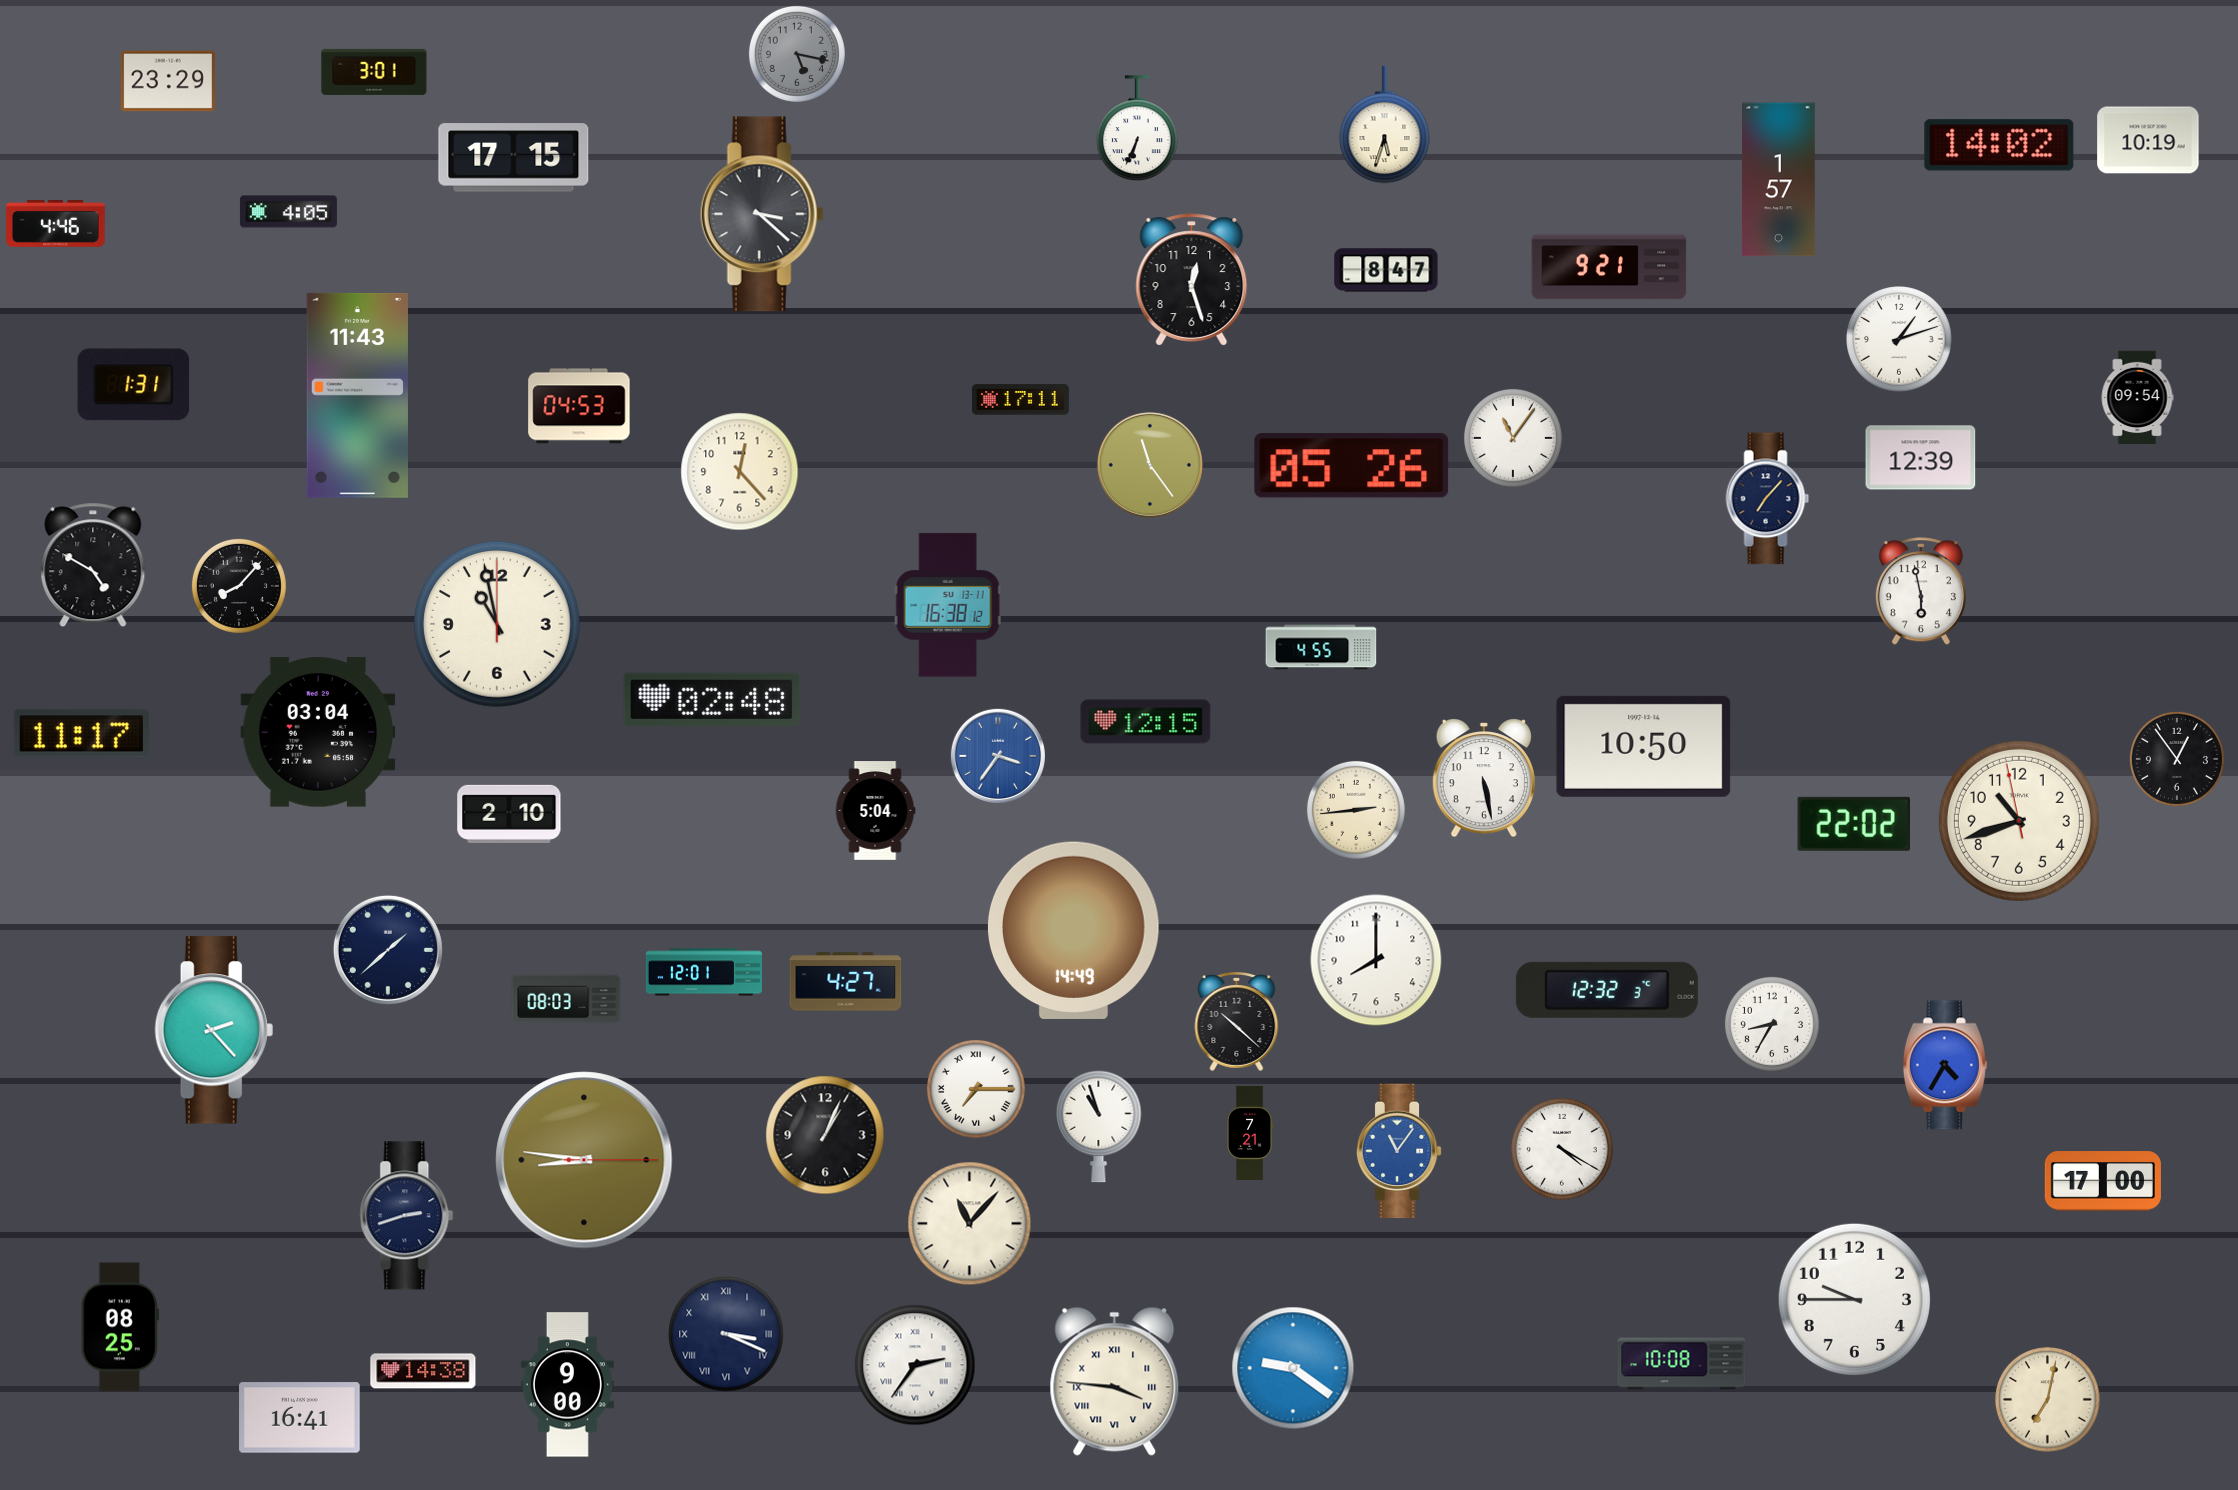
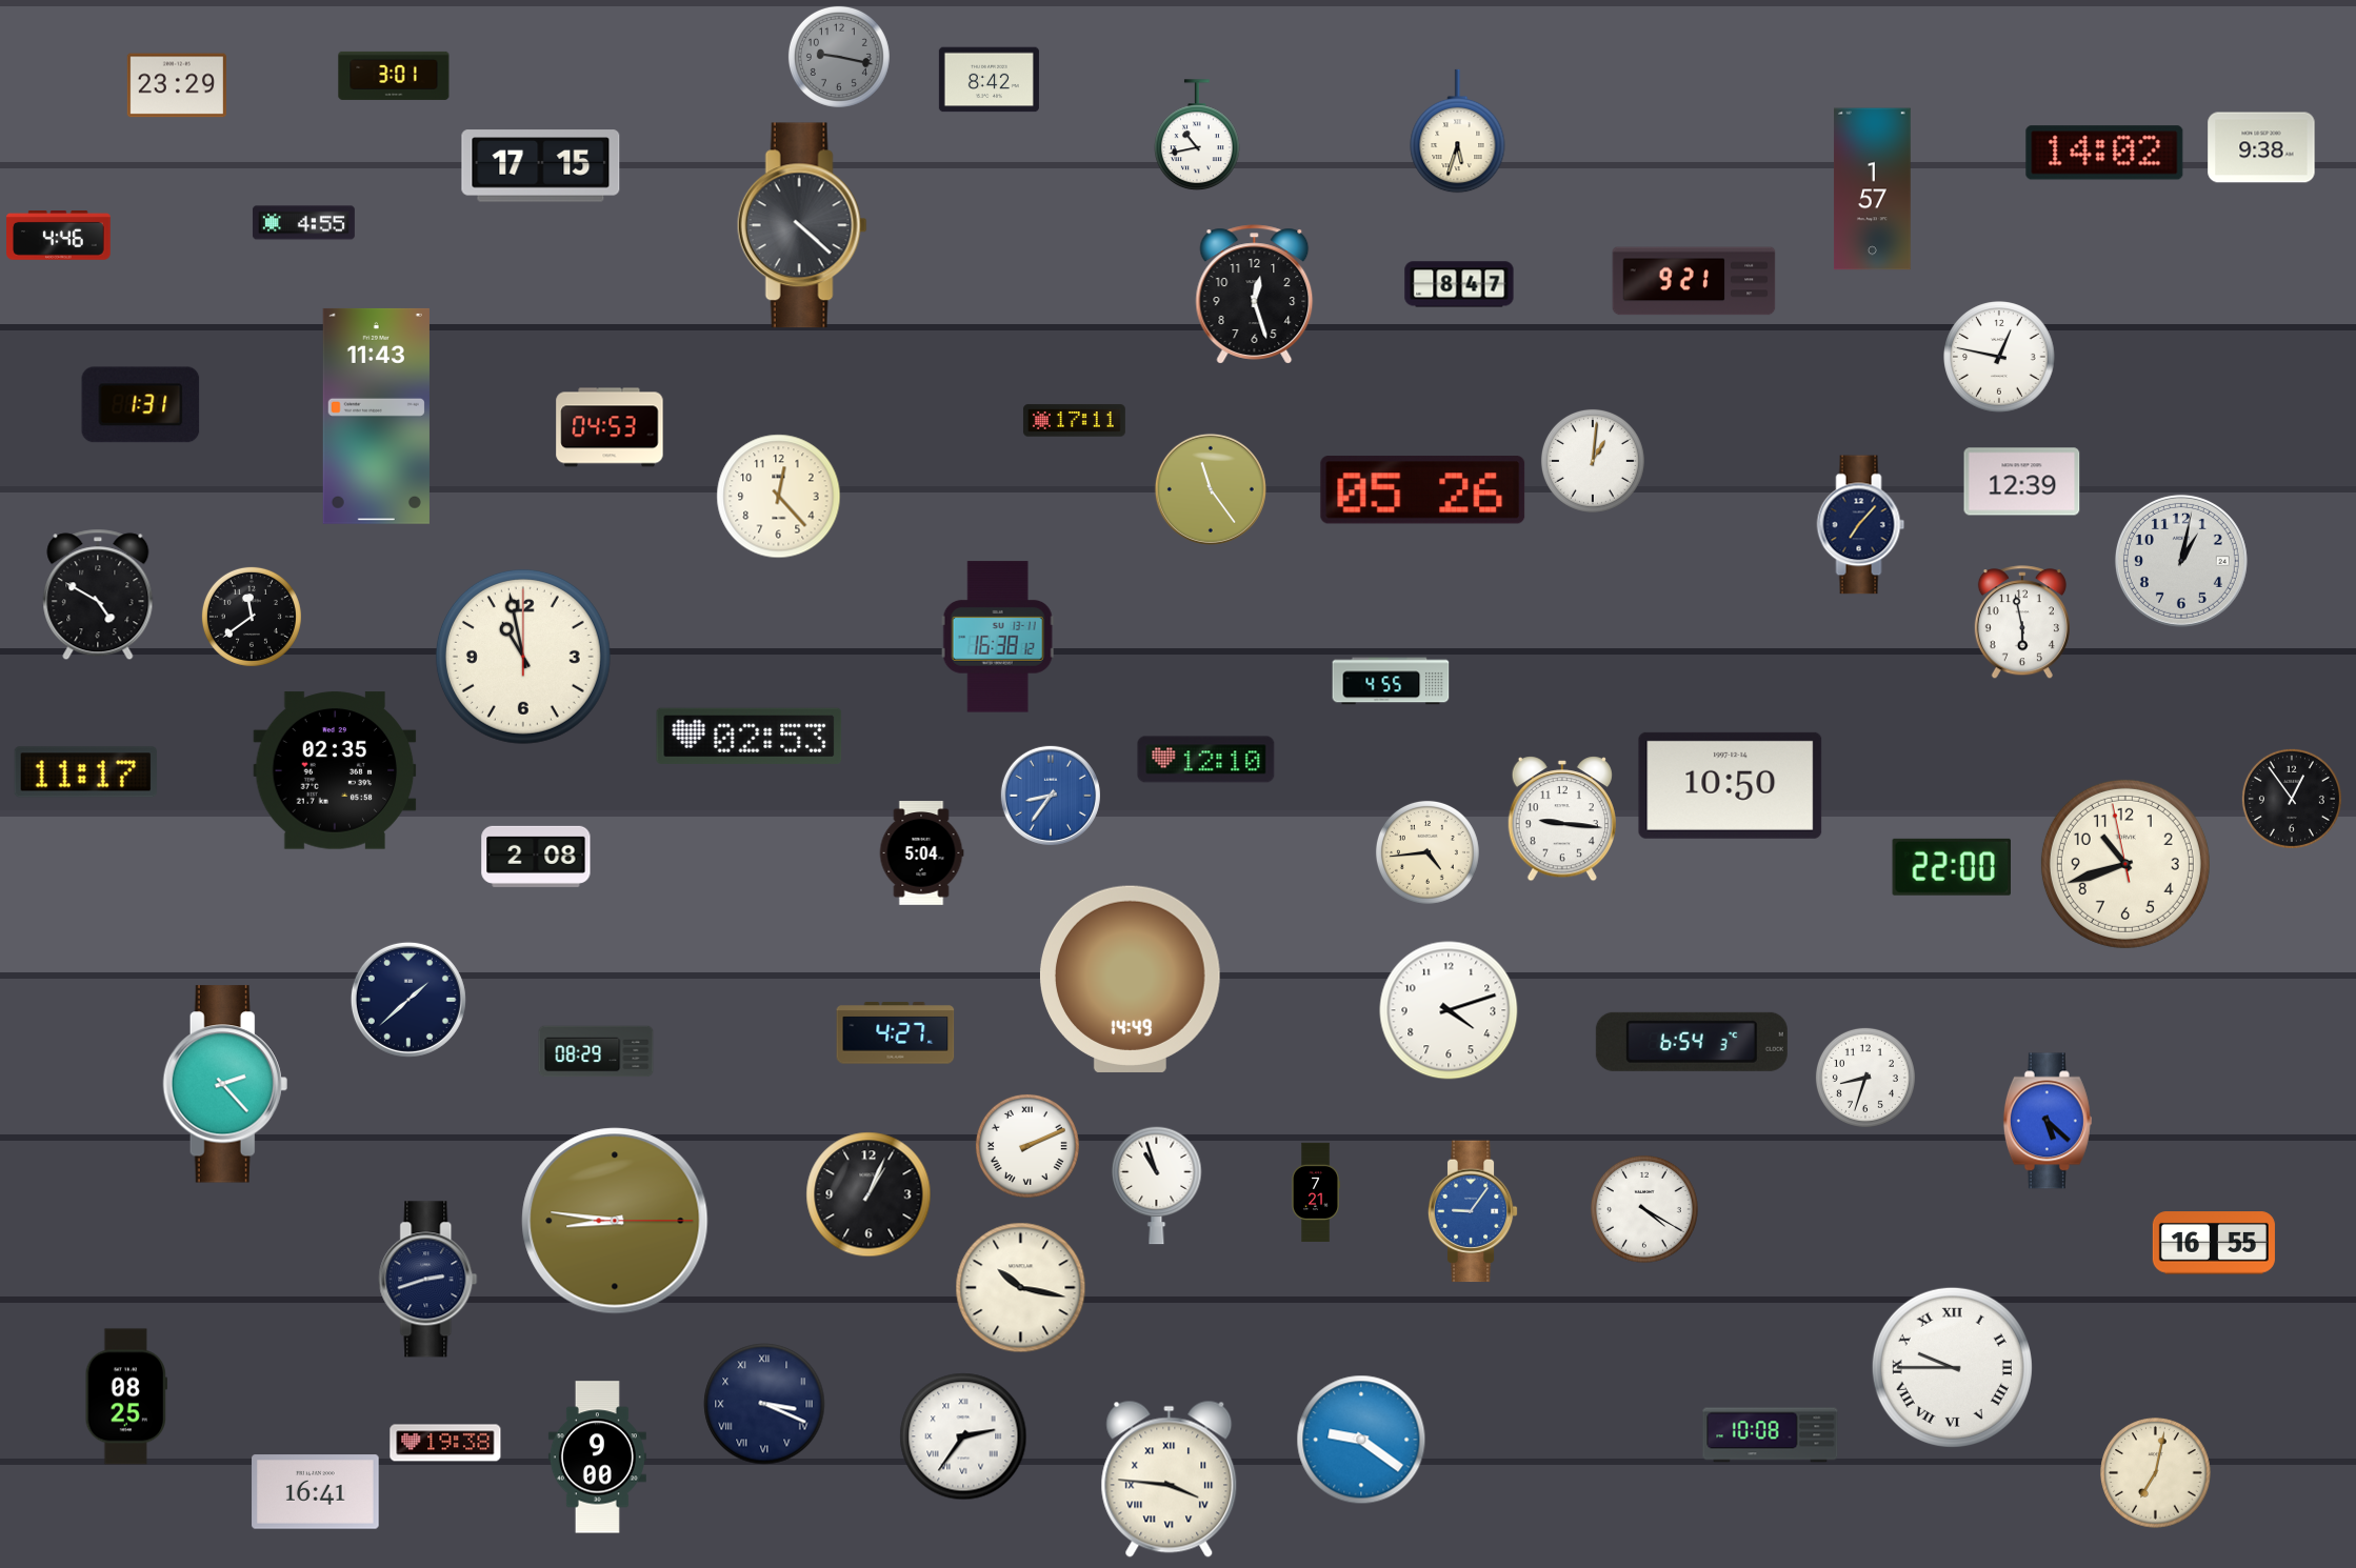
clock at (797, 54): 5:17 -> 9:17
clock at (989, 80): none -> 8:42
clock at (1138, 128): 6:34 -> 10:43
clock at (2148, 140): 10:19 -> 9:38
clock at (288, 212): 4:05 -> 4:55
clock at (762, 214): 3:22 -> 4:22
clock at (1899, 339): 1:12 -> 12:47
clock at (2137, 398): 09:54 -> none
clock at (1513, 438): 11:06 -> 1:01
clock at (2181, 561): none -> 1:02
clock at (239, 586): 8:07 -> 11:39
clock at (712, 699): 02:48 -> 02:53
clock at (1146, 722): 12:15 -> 12:10
clock at (318, 732): 03:04 -> 02:35
clock at (998, 756): 3:36 -> 8:36
clock at (1483, 778): 5:28 -> 9:16
clock at (1356, 810): 2:44 -> 4:44
clock at (509, 814): 2:10 -> 2:08
clock at (1853, 824): 22:02 -> 22:00
clock at (1376, 960): 8:00 -> 4:12
clock at (704, 972): 12:01 -> none
clock at (846, 982) position: (846, 982) -> (896, 1033)
clock at (1607, 990): 12:32 -> 6:54
clock at (566, 999): 08:03 -> 08:29
clock at (1237, 1021): 10:22 -> none
clock at (1772, 1024): 8:35 -> 8:33
clock at (1945, 1065): 4:35 -> 5:22
clock at (976, 1089): 7:15 -> 2:11
clock at (1399, 1151): 11:06 -> 9:06
clock at (2103, 1181): 17:00 -> 16:55
clock at (970, 1224): 11:07 -> 10:17
clock at (1854, 1299) numerals: Arabic -> Roman
clock at (423, 1371): 14:38 -> 19:38
clock at (1115, 1381) position: (1115, 1381) -> (1170, 1479)
